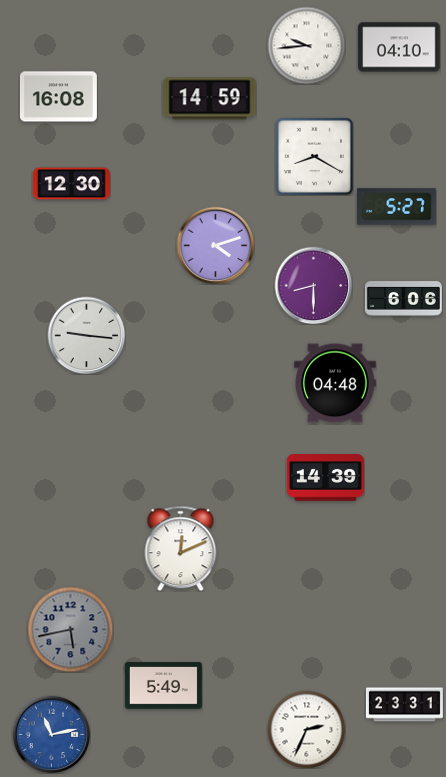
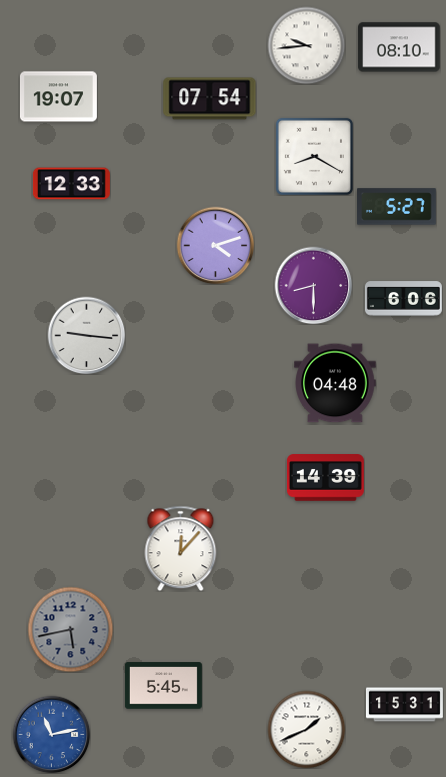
clock at (399, 47): 04:10 -> 08:10
clock at (58, 97): 16:08 -> 19:07
clock at (210, 99): 14:59 -> 07:54
clock at (71, 184): 12:30 -> 12:33
clock at (181, 548): 12:11 -> 12:07
clock at (163, 686): 5:49 -> 5:45
clock at (404, 705): 23:31 -> 15:31
clock at (306, 729): 2:34 -> 1:41
